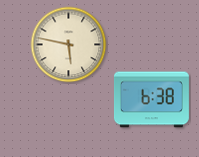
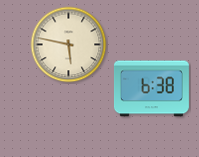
clock at (151, 100) position: (151, 100) -> (151, 89)
